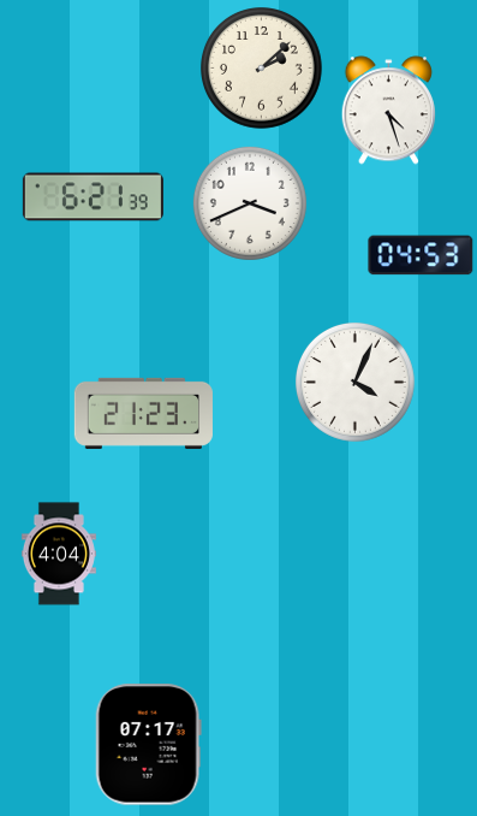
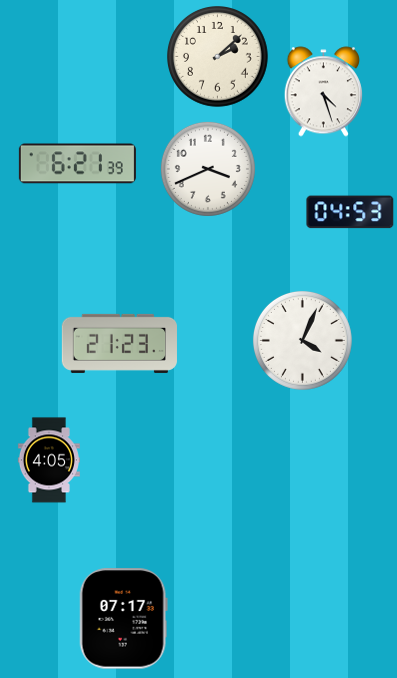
clock at (354, 382) position: (354, 382) -> (302, 340)
clock at (59, 554): 4:04 -> 4:05
